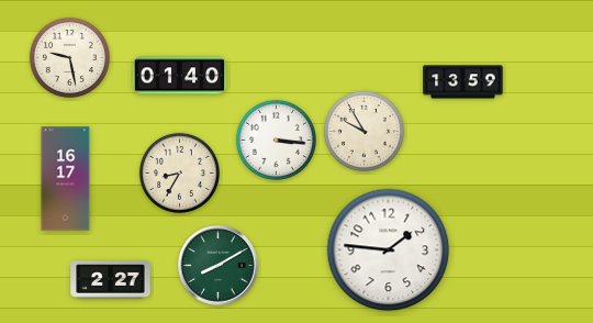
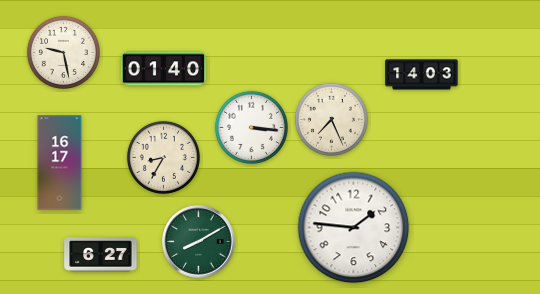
clock at (463, 82): 13:59 -> 14:03
clock at (363, 131): 9:55 -> 7:26
clock at (111, 280): 2:27 -> 6:27
